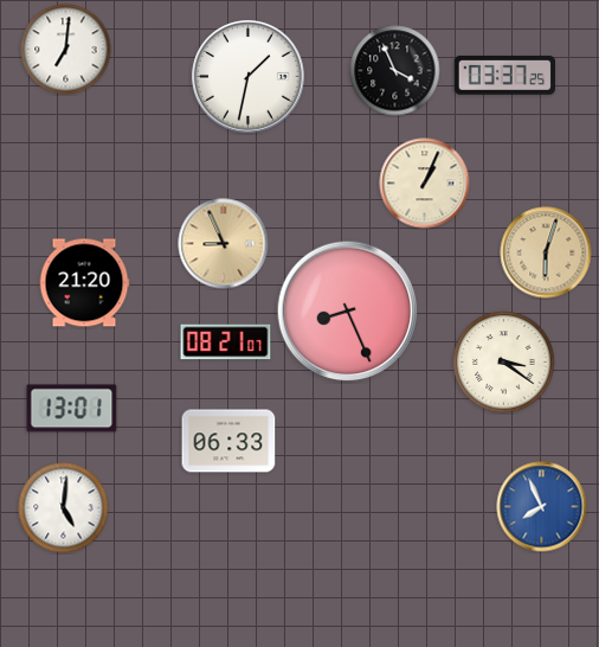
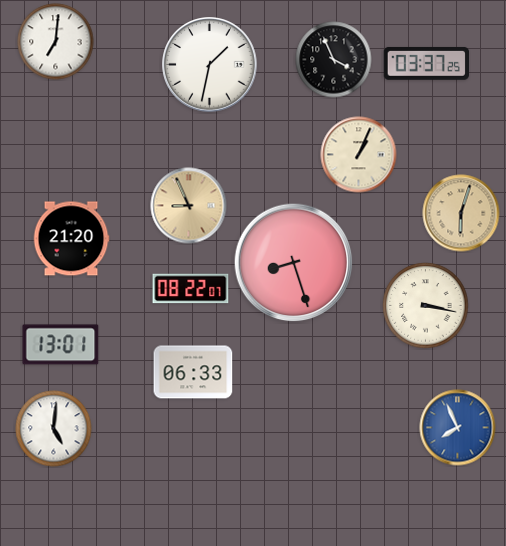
clock at (348, 312): 8:26 -> 8:27
clock at (226, 342): 08:21 -> 08:22
clock at (504, 363): 3:21 -> 3:17
